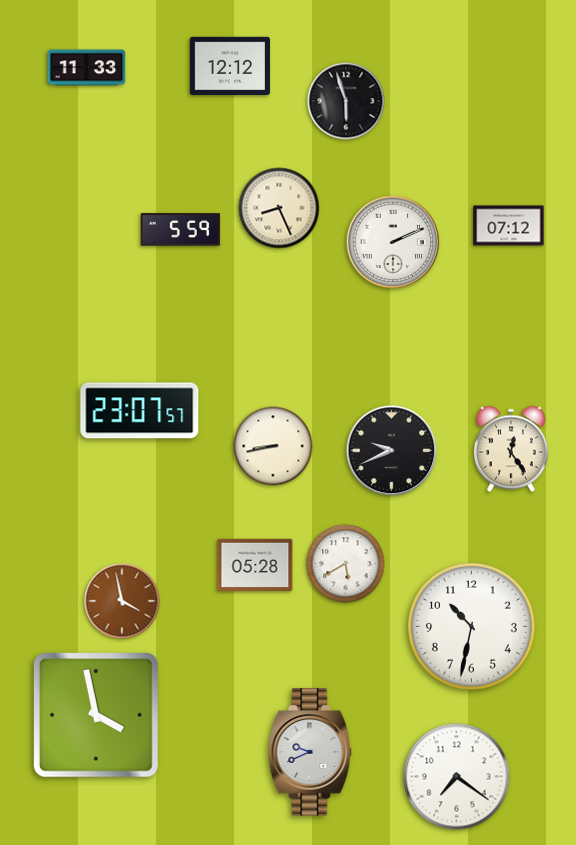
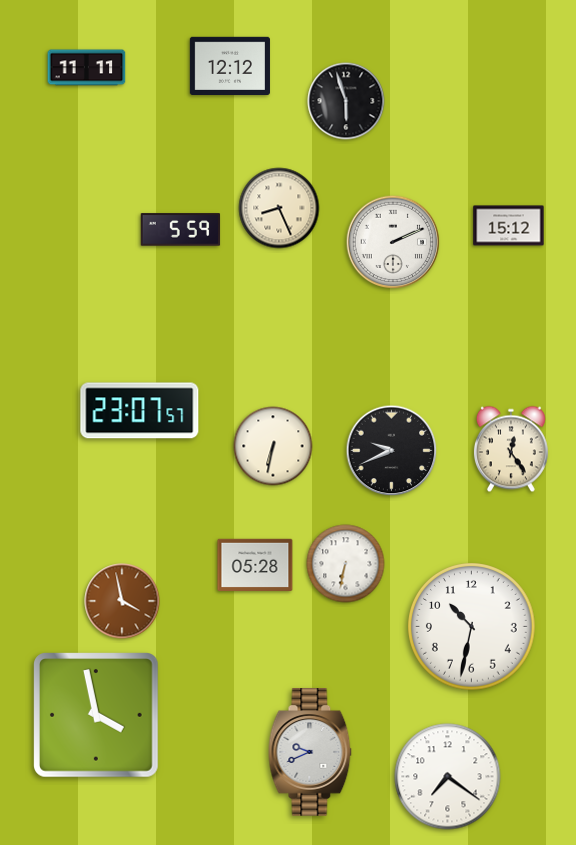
clock at (87, 68): 11:33 -> 11:11
clock at (509, 226): 07:12 -> 15:12
clock at (273, 446): 8:43 -> 6:32
clock at (346, 564): 5:40 -> 6:32
clock at (457, 777) position: (457, 777) -> (448, 777)
